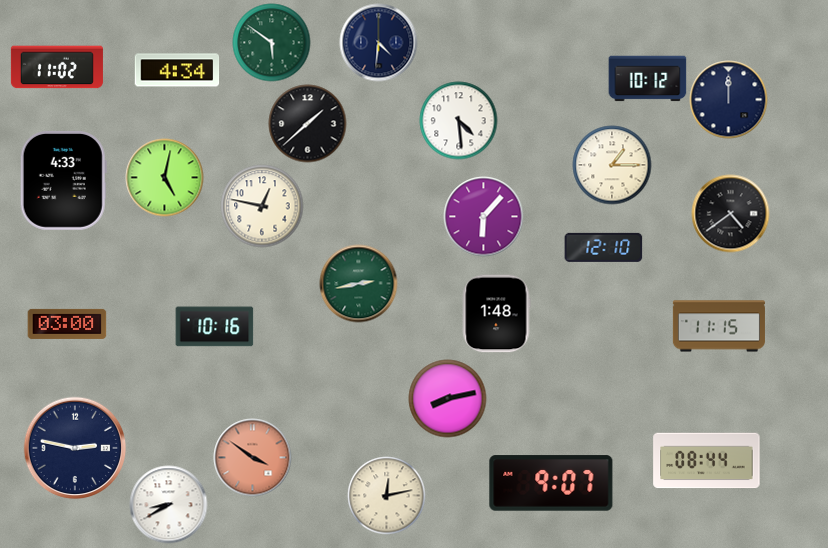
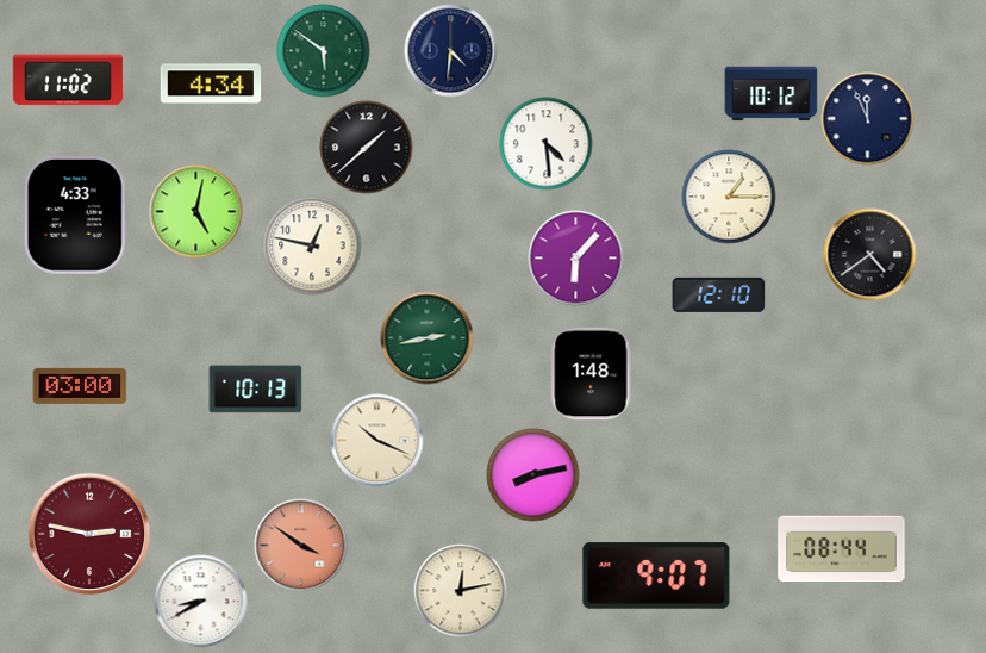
clock at (728, 99): 12:00 -> 11:56
clock at (719, 326): 11:15 -> none
clock at (214, 327): 10:16 -> 10:13
clock at (376, 440): none -> 10:19
clock at (75, 448) dial: navy -> burgundy
